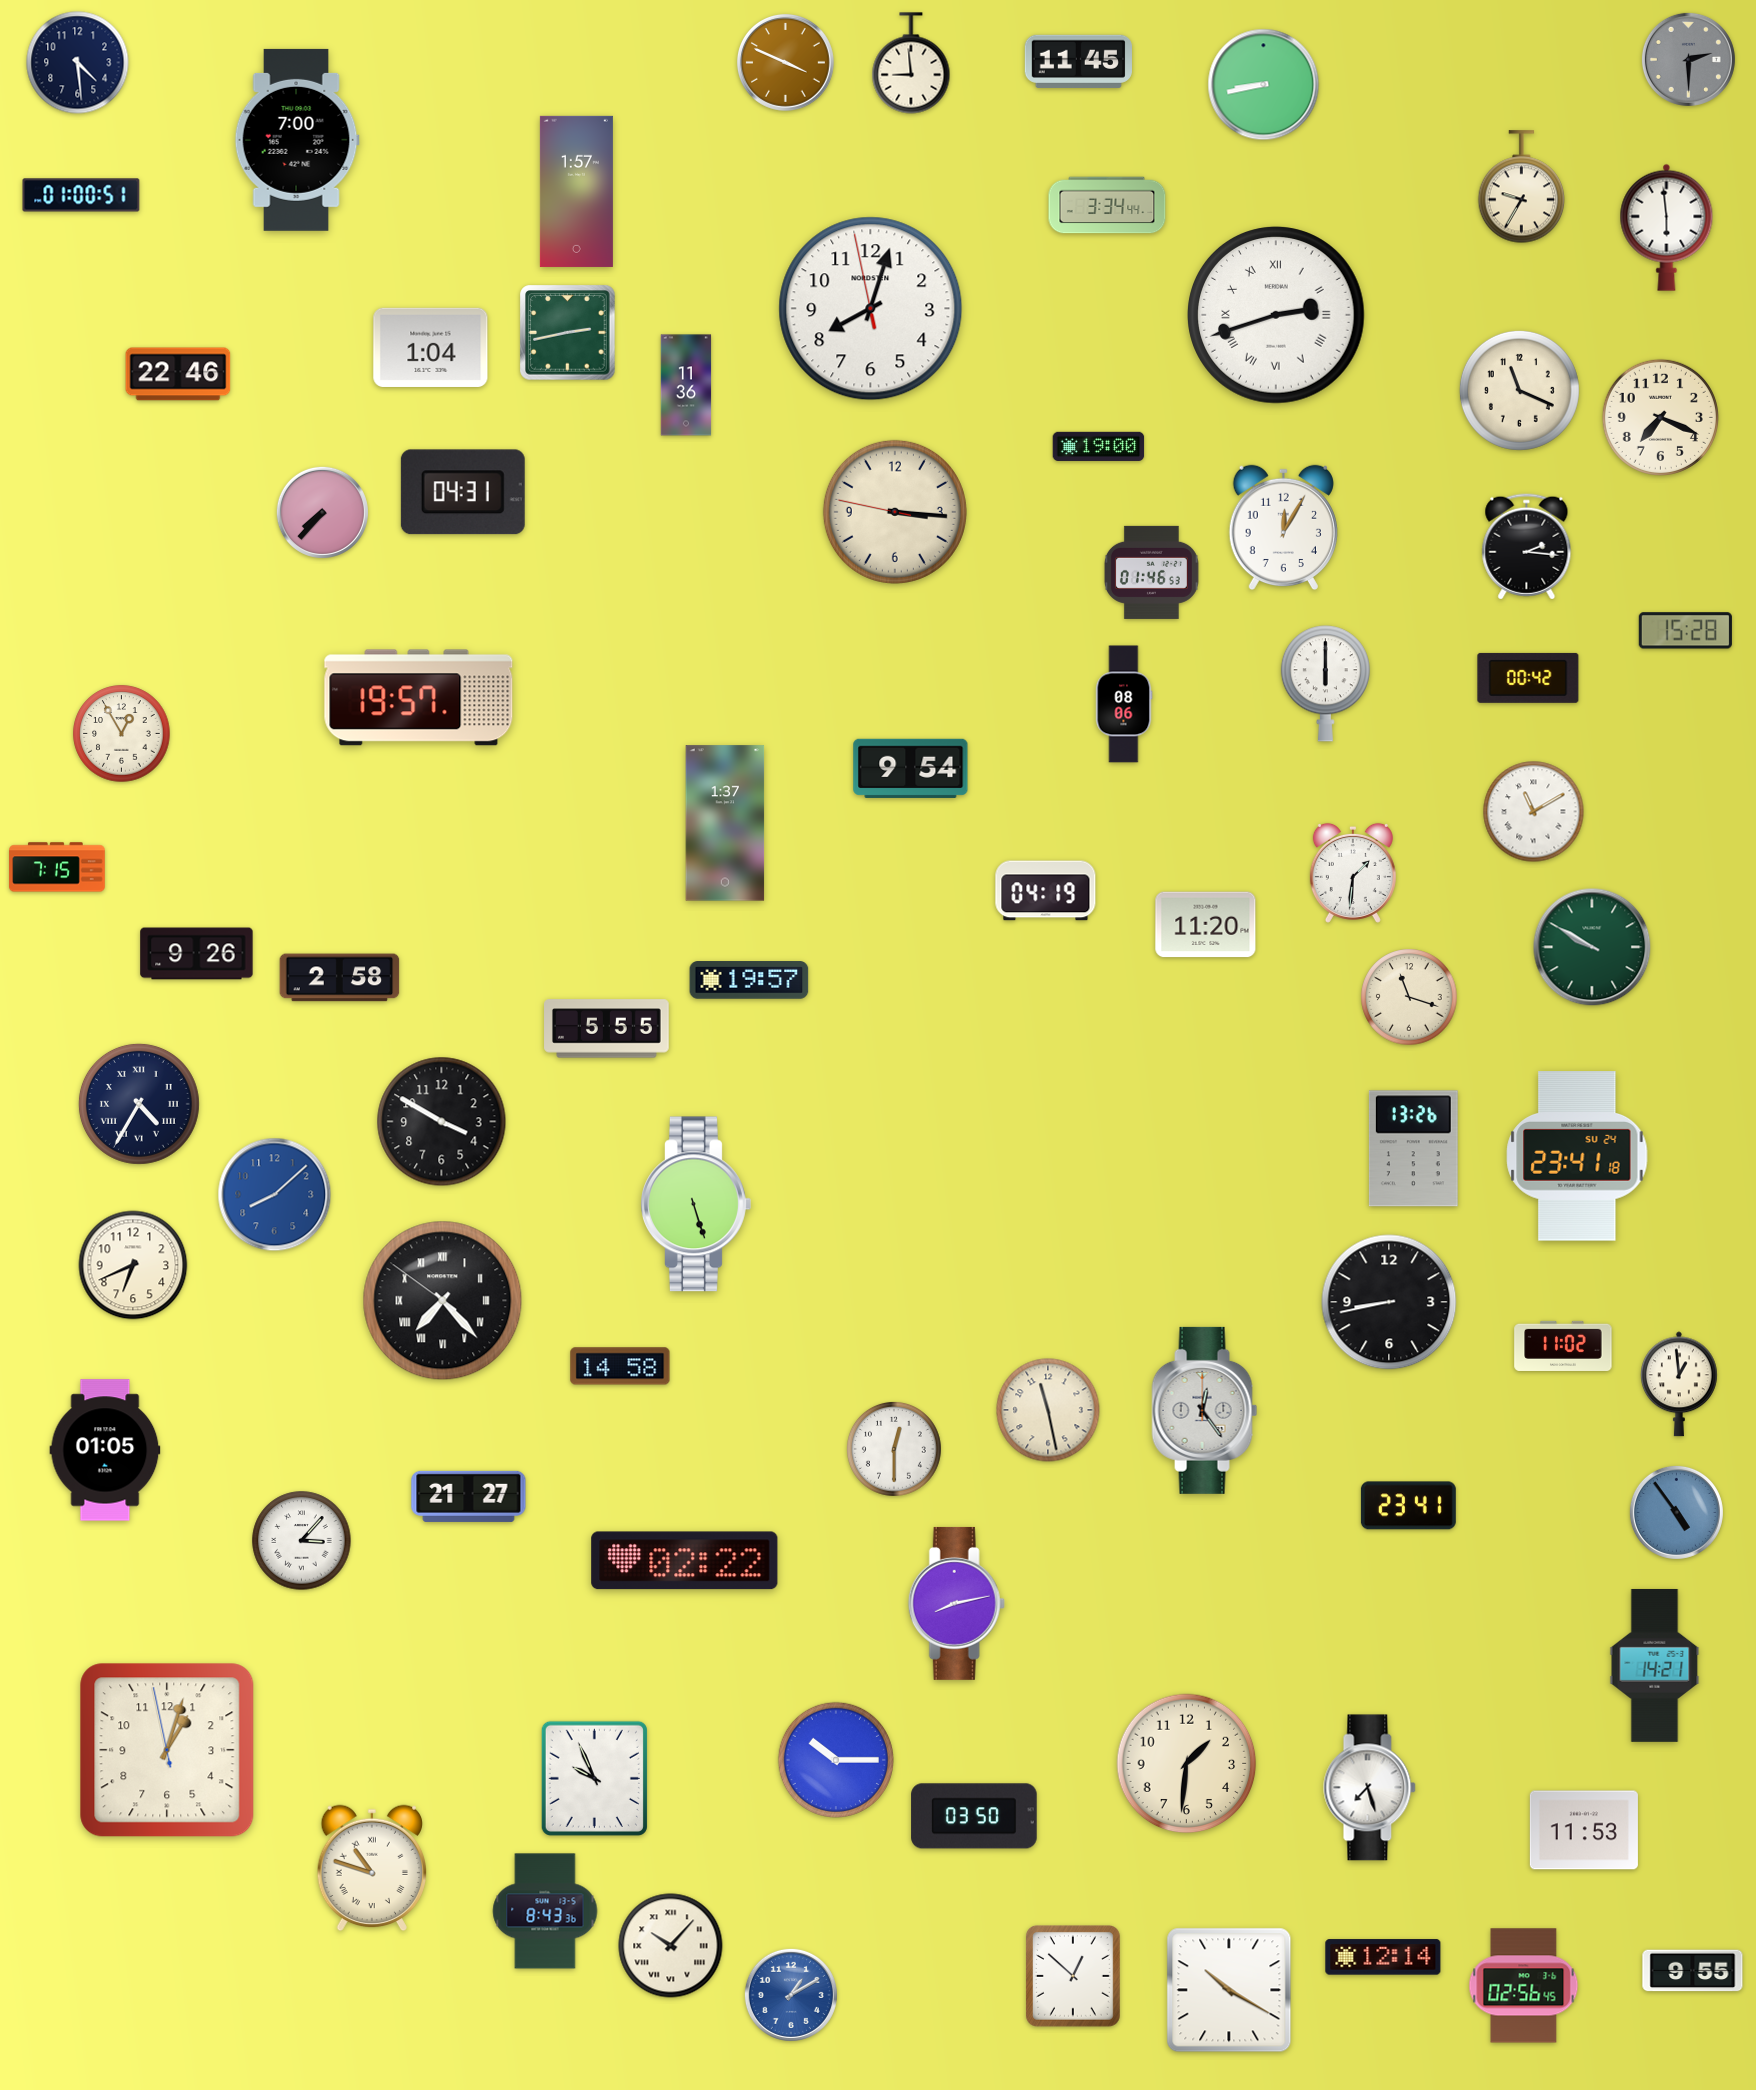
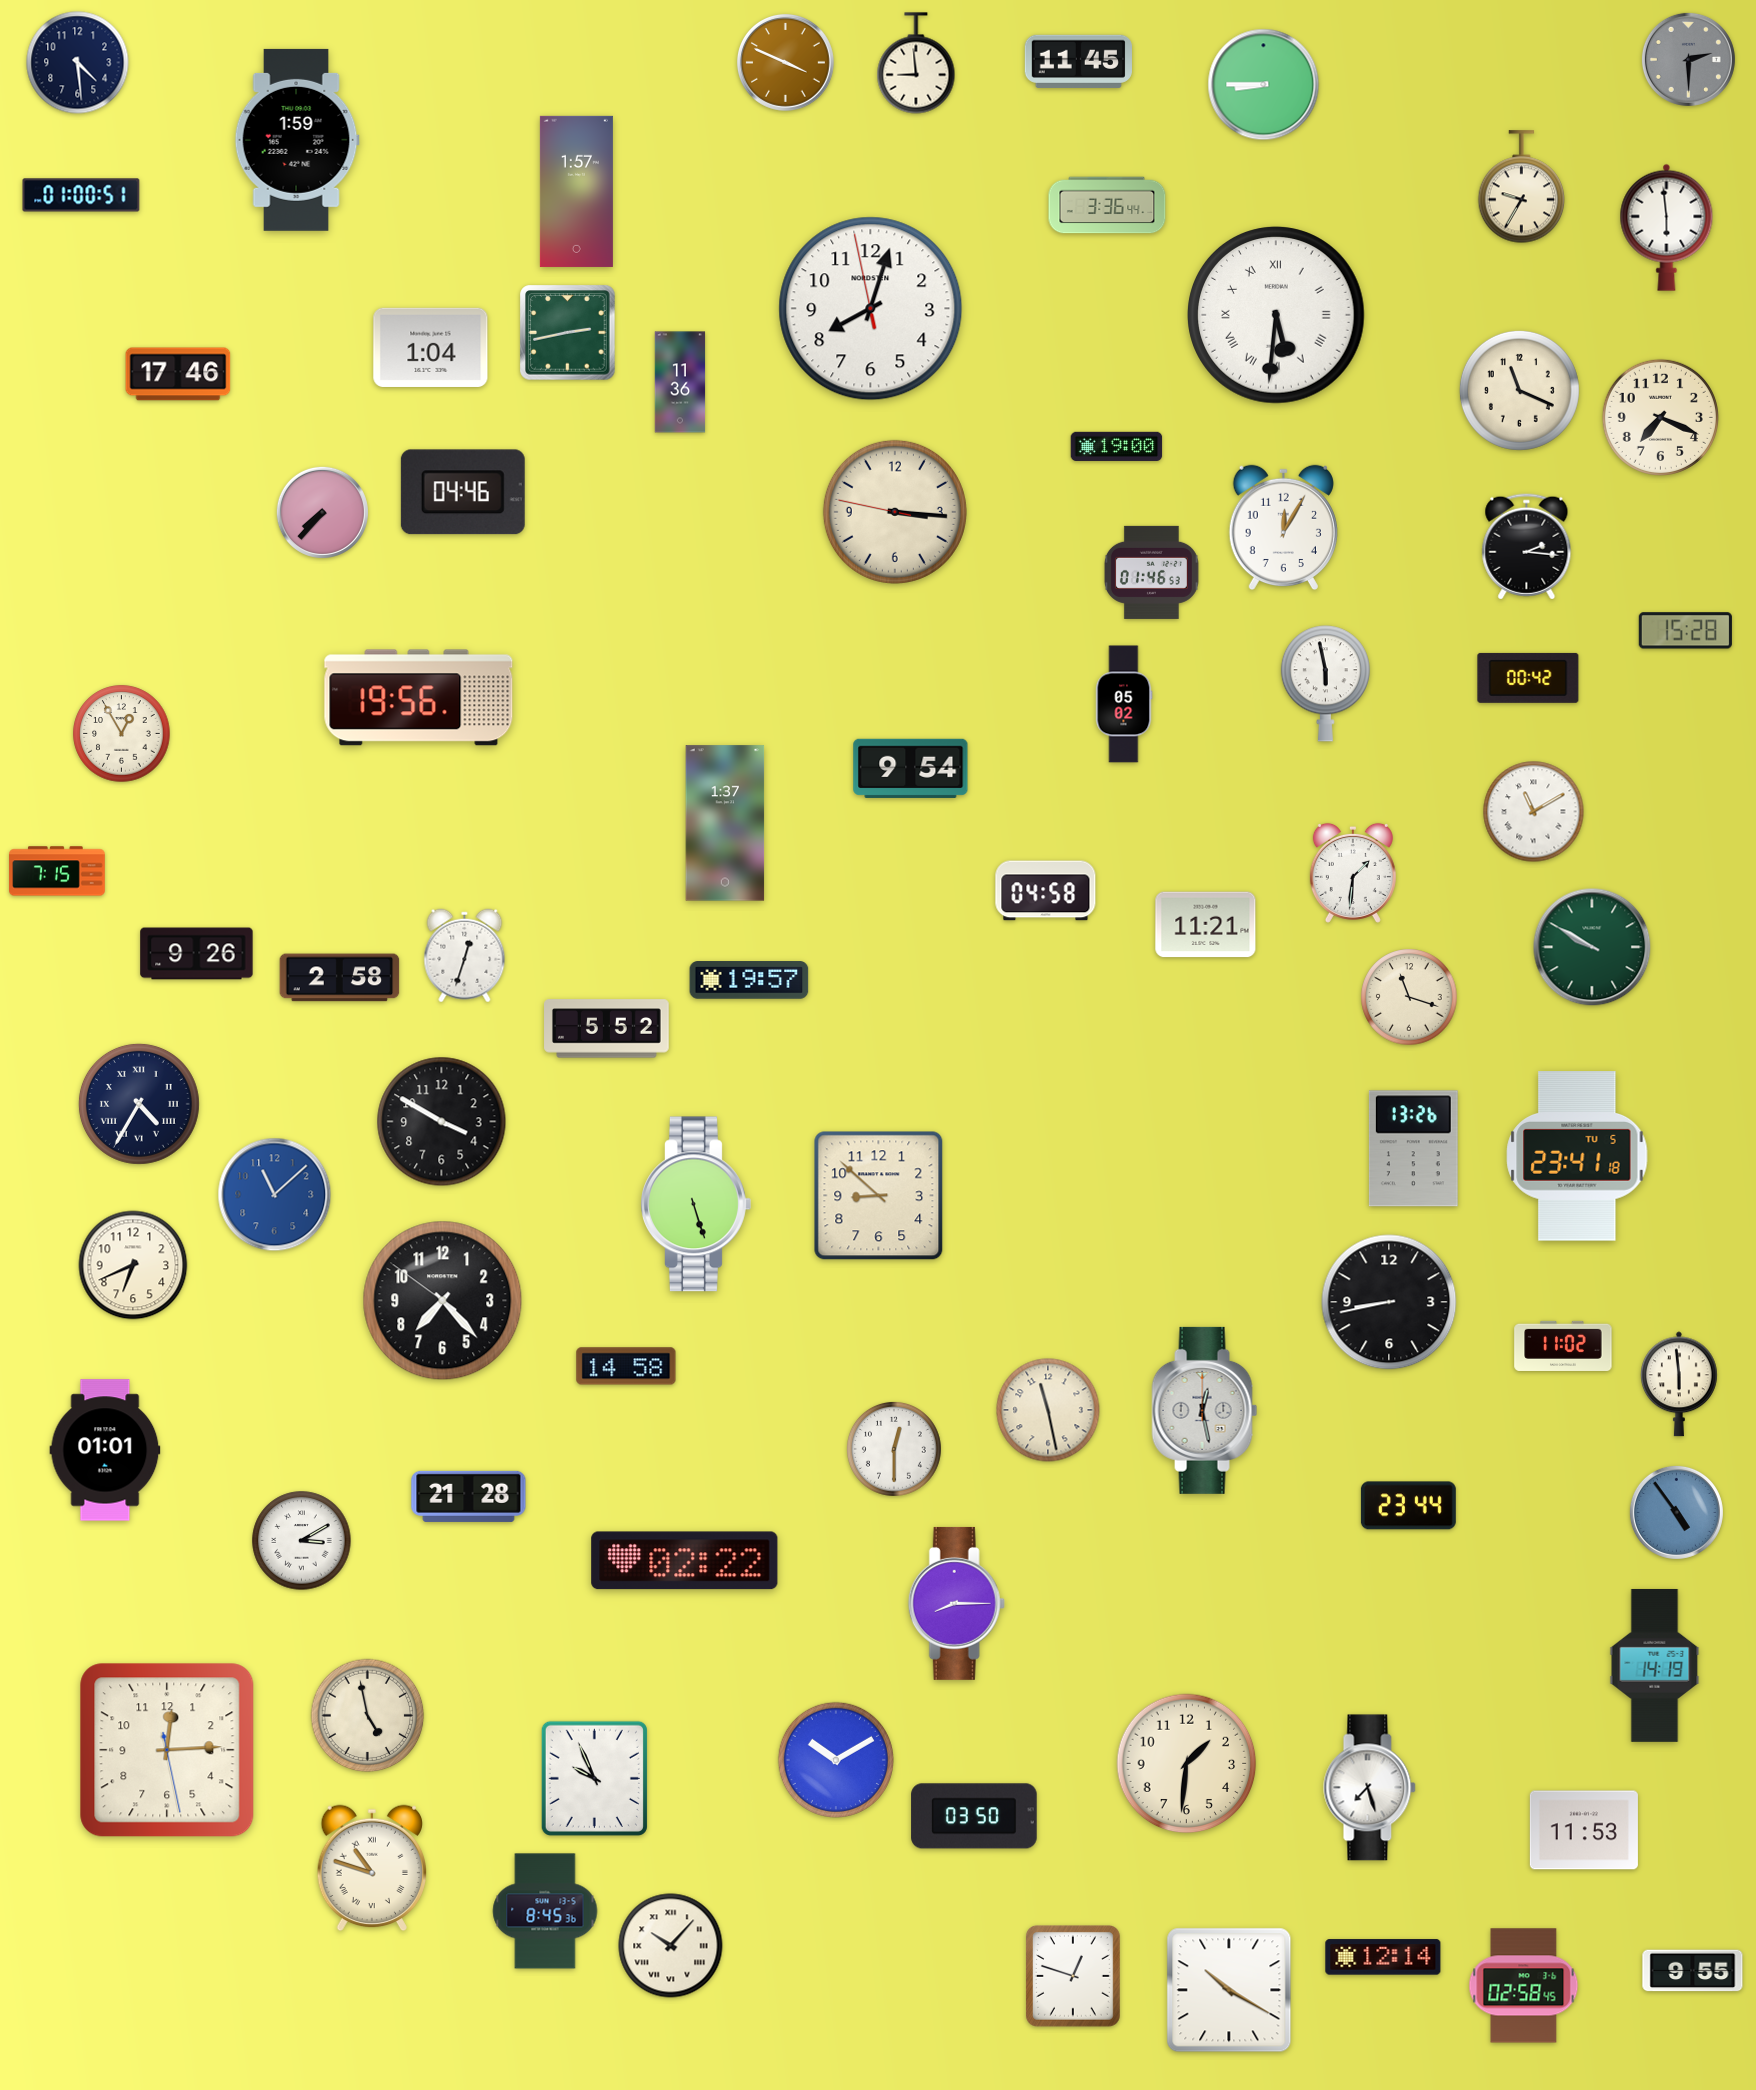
clock at (911, 63) position: (911, 63) -> (916, 63)
clock at (1264, 85): 8:43 -> 8:45
clock at (297, 140): 7:00 -> 1:59
clock at (1107, 205): 3:34 -> 3:36
clock at (1276, 315): 2:42 -> 5:31
clock at (178, 374): 22:46 -> 17:46
clock at (686, 385) position: (686, 385) -> (680, 382)
clock at (1099, 446) position: (1099, 446) -> (1117, 446)
clock at (463, 492): 04:31 -> 04:46
clock at (1325, 684): 6:00 -> 5:58
clock at (419, 698): 19:57 -> 19:56
clock at (1124, 704): 08:06 -> 05:02
clock at (57, 867) position: (57, 867) -> (57, 871)
clock at (1046, 891): 04:19 -> 04:58
clock at (1206, 925): 11:20 -> 11:21
clock at (465, 956): none -> 12:33
clock at (607, 1029): 5:55 -> 5:52
clock at (1577, 1156) date: SU 24 -> TU 5
clock at (275, 1195): 8:08 -> 11:08
clock at (879, 1196): none -> 8:52
clock at (443, 1301) numerals: Roman -> Arabic
clock at (620, 1366) position: (620, 1366) -> (626, 1366)
clock at (1679, 1384): 12:59 -> 5:59
clock at (1205, 1410): 12:24 -> 12:28
clock at (105, 1450): 01:05 -> 01:01
clock at (469, 1496): 21:27 -> 21:28
clock at (1408, 1506): 23:41 -> 23:44
clock at (302, 1541): 3:07 -> 3:10
clock at (956, 1603): 8:13 -> 8:15
clock at (1655, 1665): 14:21 -> 14:19
clock at (368, 1716): none -> 4:58
clock at (167, 1750): 1:02 -> 12:14
clock at (835, 1759): 10:15 -> 10:10
clock at (545, 1911): 8:43 -> 8:45
clock at (1073, 1977): 12:52 -> 12:48
clock at (1524, 1986): 02:56 -> 02:58
clock at (791, 1995): 1:10 -> none
